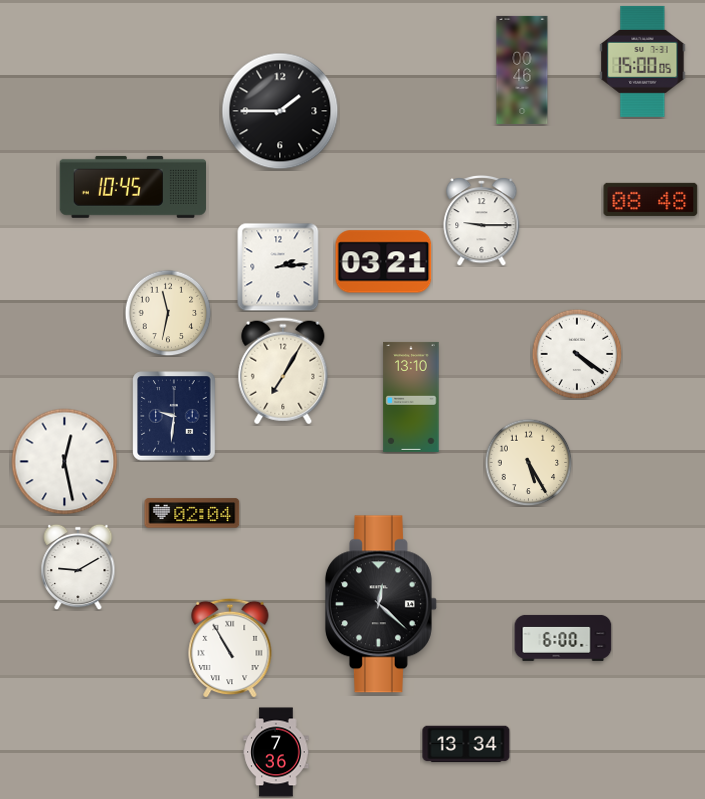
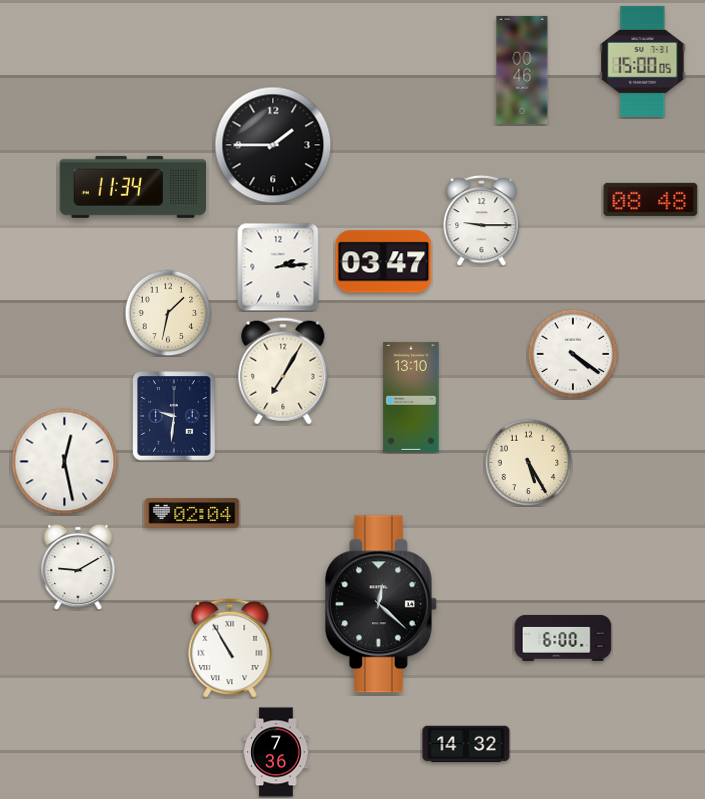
clock at (280, 111) position: (280, 111) -> (273, 145)
clock at (133, 187): 10:45 -> 11:34
clock at (384, 262): 03:21 -> 03:47
clock at (168, 313): 11:32 -> 1:32
clock at (577, 354) position: (577, 354) -> (573, 354)
clock at (466, 744): 13:34 -> 14:32
